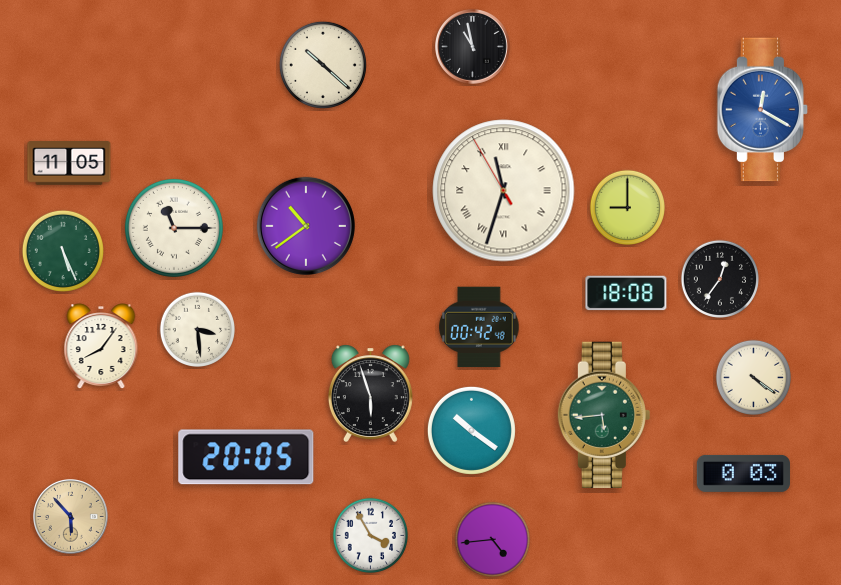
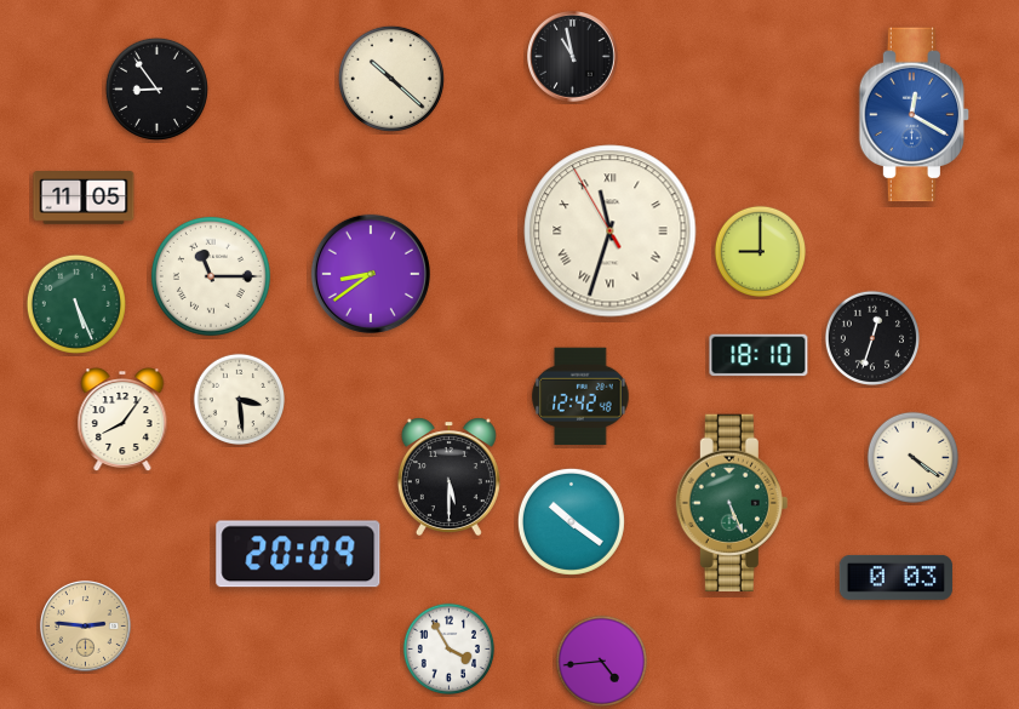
clock at (156, 88): none -> 8:54
clock at (763, 110) position: (763, 110) -> (915, 115)
clock at (306, 226): 10:39 -> 8:39
clock at (719, 278): 12:36 -> 12:33
clock at (626, 293): 18:08 -> 18:10
clock at (479, 327): 00:42 -> 12:42
clock at (370, 393): 5:57 -> 5:30
clock at (604, 414): 5:44 -> 5:26
clock at (246, 457): 20:05 -> 20:09
clock at (743, 473) position: (743, 473) -> (895, 577)
clock at (71, 517): 5:53 -> 2:46
clock at (492, 539) position: (492, 539) -> (601, 661)
